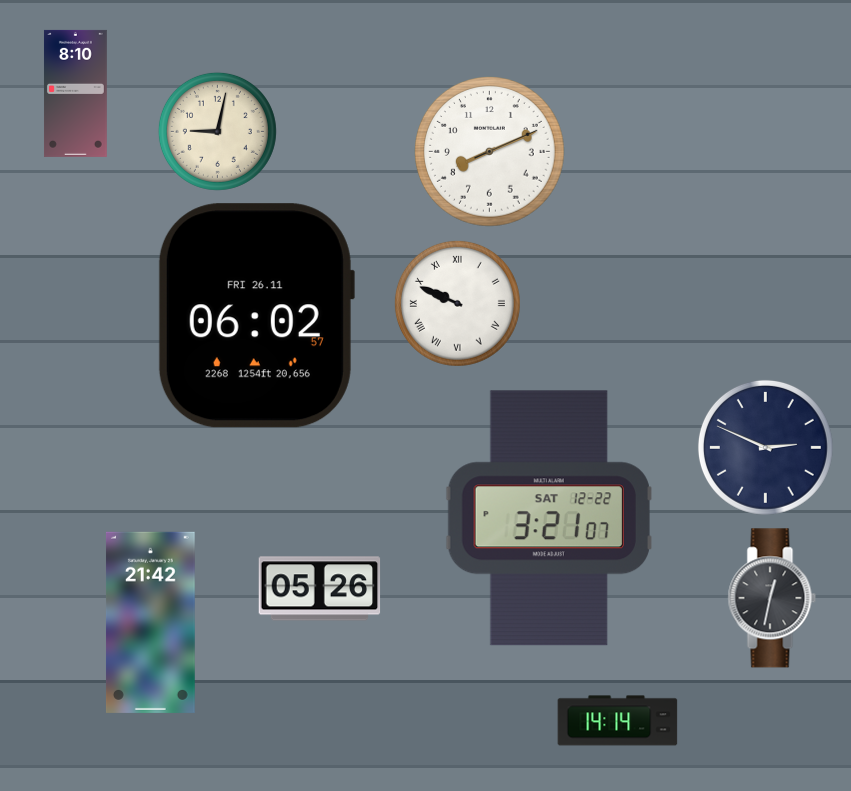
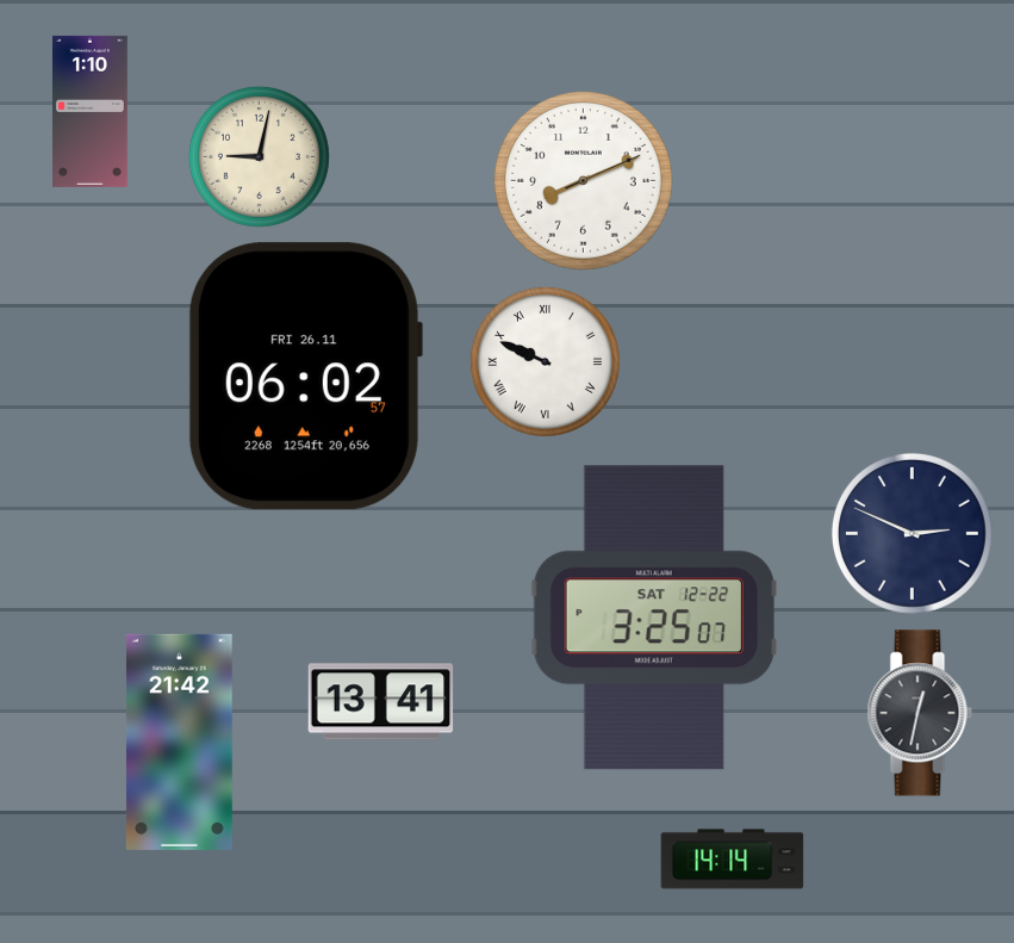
clock at (75, 93): 8:10 -> 1:10
clock at (549, 518): 3:21 -> 3:25
clock at (320, 589): 05:26 -> 13:41
clock at (618, 721) position: (618, 721) -> (733, 860)
